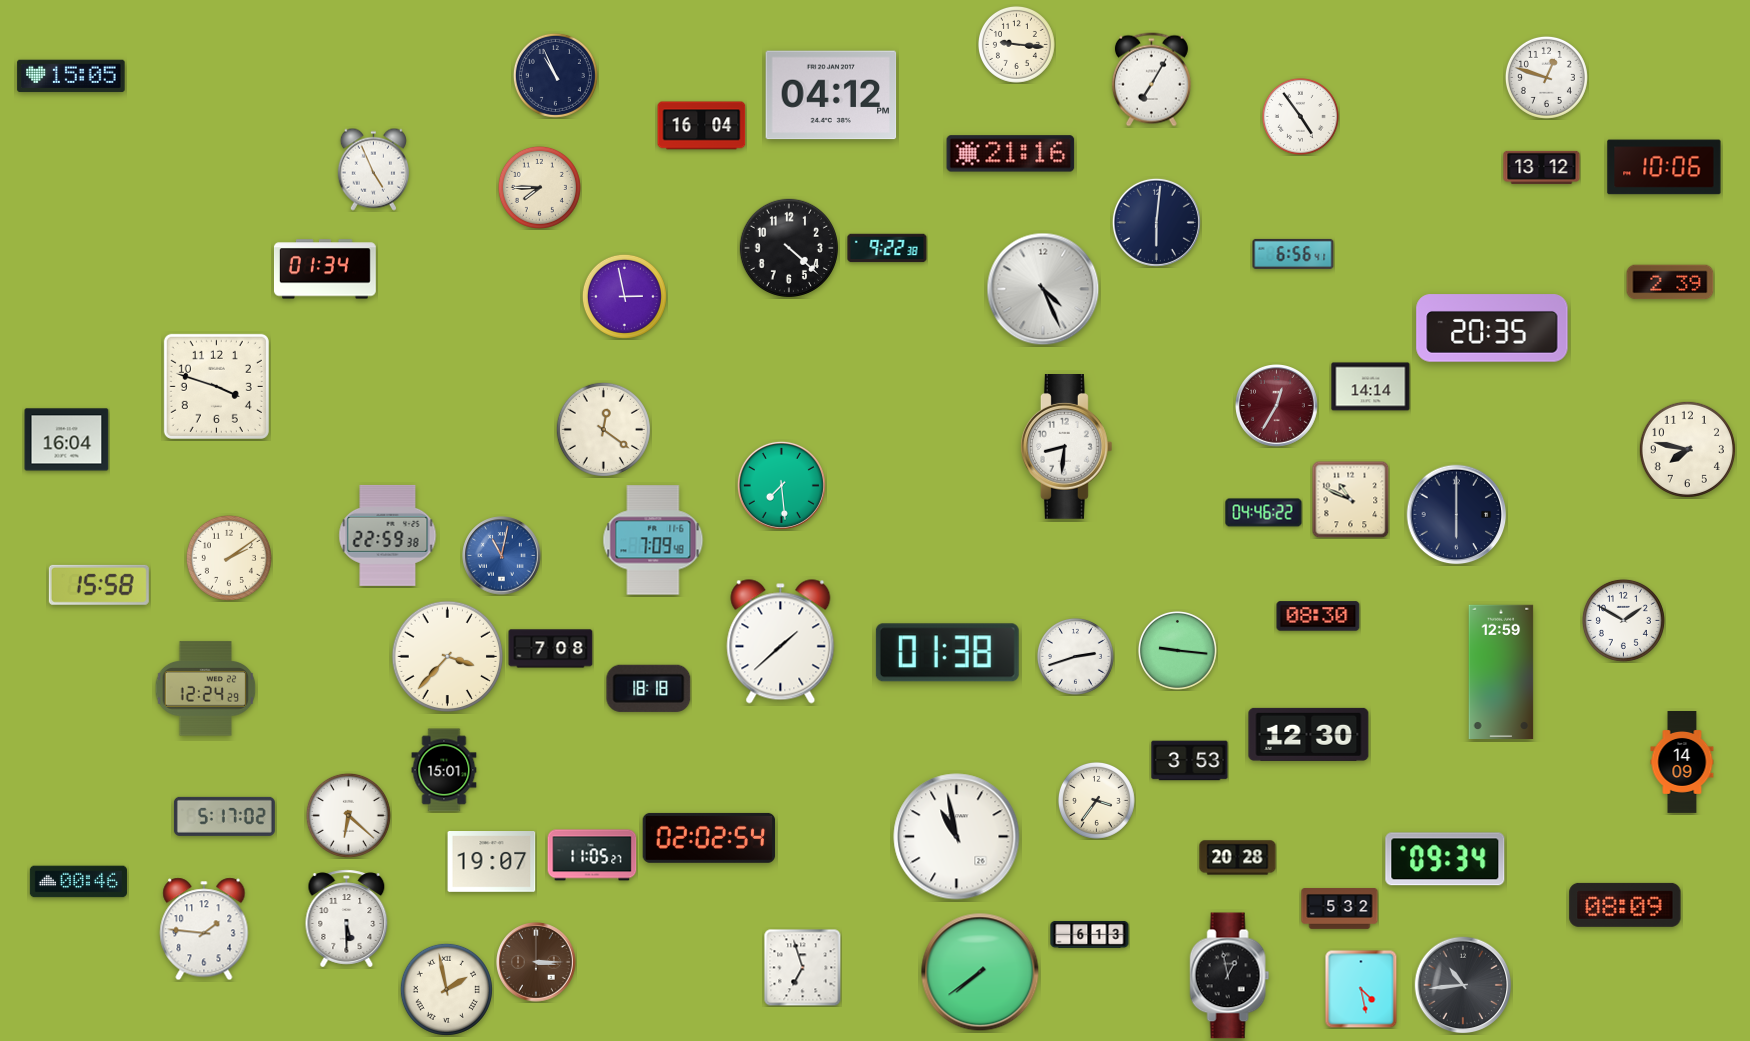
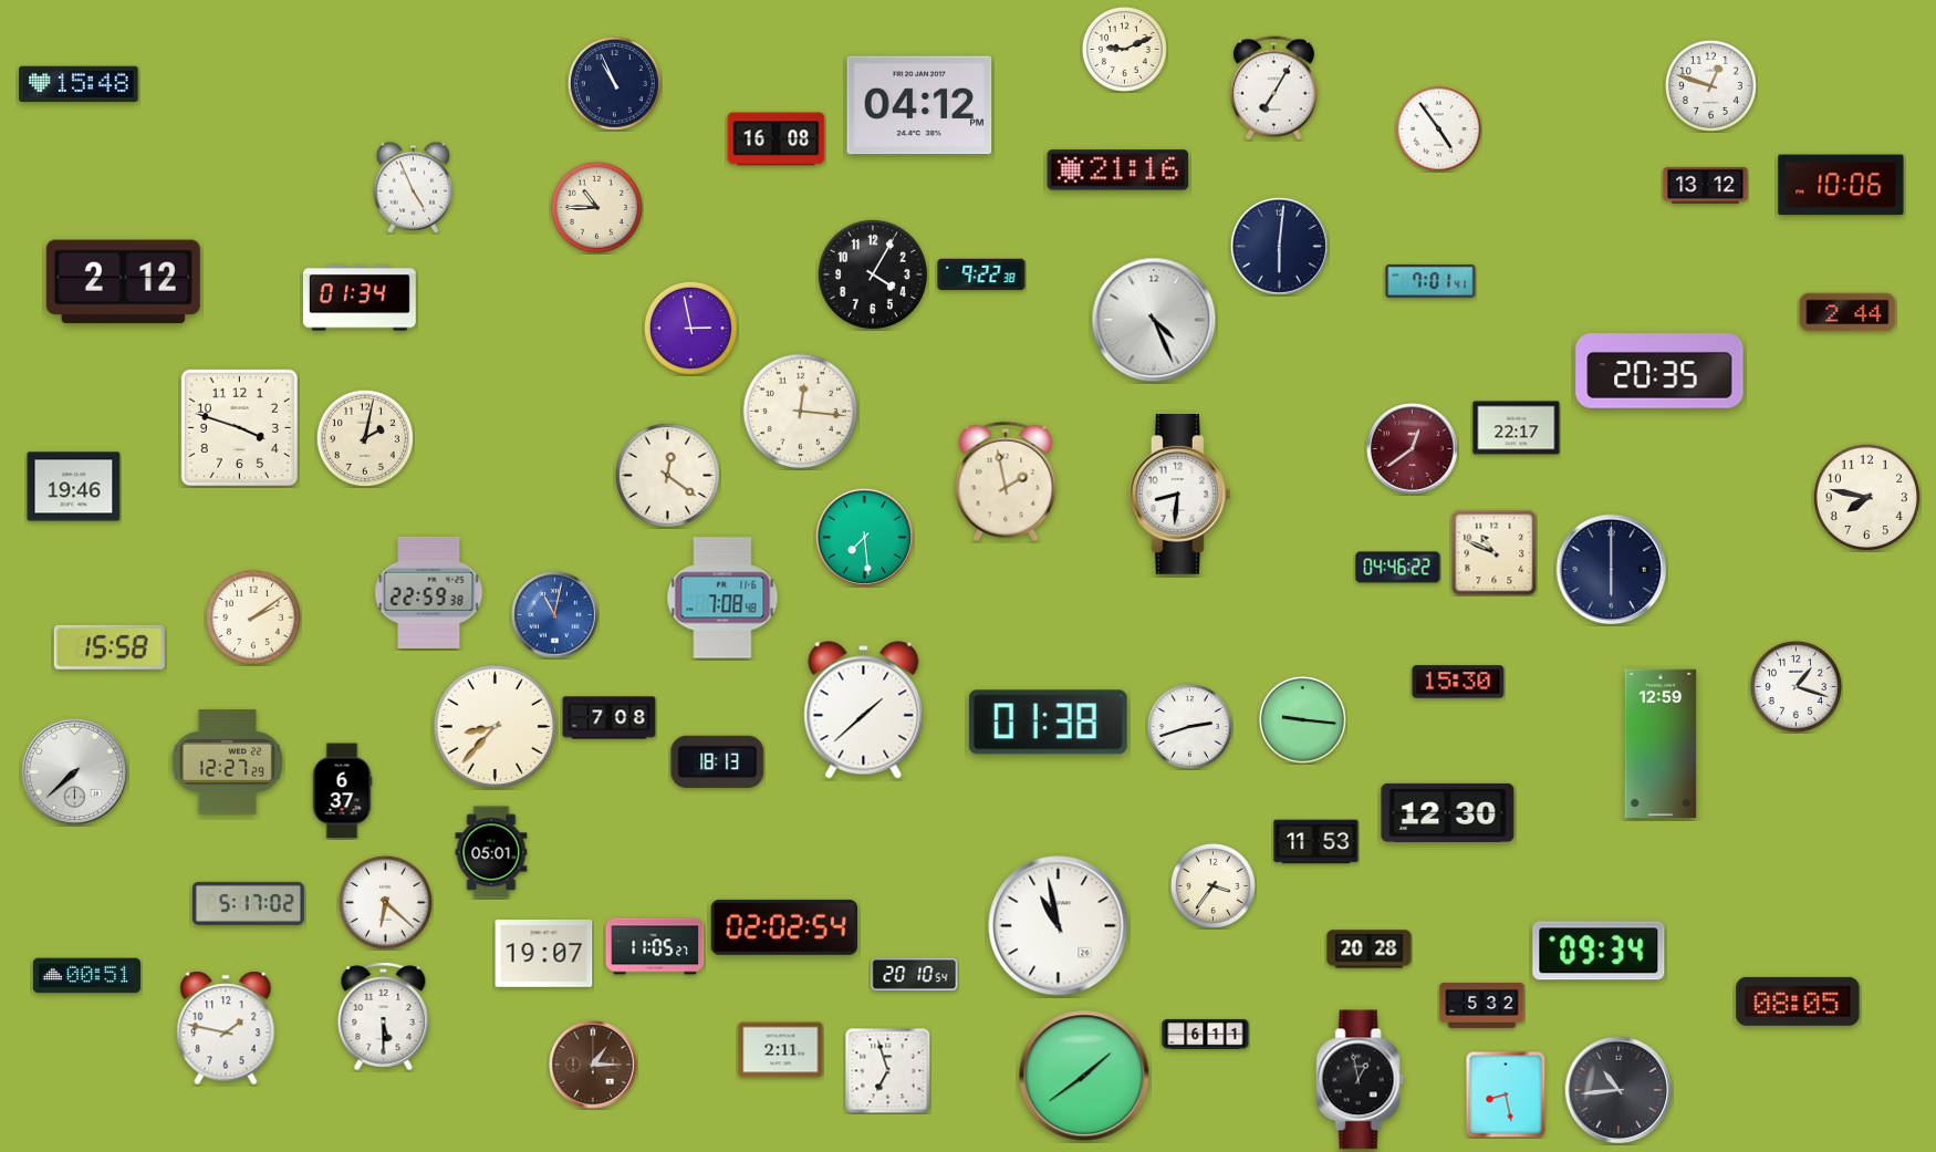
clock at (1016, 44): 9:16 -> 9:11
clock at (71, 76): 15:05 -> 15:48
clock at (702, 126): 16:04 -> 16:08
clock at (539, 187): 7:45 -> 10:45
clock at (789, 248): 4:22 -> 4:05
clock at (1293, 254): 6:56 -> 7:01
clock at (123, 282): none -> 2:12
clock at (1670, 282): 2:39 -> 2:44
clock at (1492, 328) position: (1492, 328) -> (1659, 371)
clock at (800, 411): none -> 12:16
clock at (1371, 387): 14:14 -> 22:17
clock at (365, 438): none -> 2:02
clock at (1277, 406): 12:35 -> 12:39
clock at (1006, 481): none -> 1:58
clock at (67, 440): 16:04 -> 19:46
clock at (653, 540): 7:09 -> 7:08
clock at (1318, 616): 08:30 -> 15:30
clock at (1623, 620): 1:50 -> 1:18
clock at (448, 657): 3:37 -> 8:37
clock at (649, 688): 18:18 -> 18:13
clock at (206, 689): 12:24 -> 12:27
clock at (75, 772): none -> 7:38
clock at (342, 791): none -> 6:37
clock at (1190, 761): 3:53 -> 11:53
clock at (1682, 763): 14:09 -> none
clock at (444, 770): 15:01 -> 05:01
clock at (915, 974): none -> 20:10
clock at (78, 882): 00:46 -> 00:51
clock at (1625, 905): 08:09 -> 08:05
clock at (204, 929): 1:46 -> 1:47
clock at (1090, 934): 6:13 -> 6:11
clock at (781, 1050): none -> 2:11
clock at (536, 962): 3:15 -> 1:15
clock at (980, 972): 7:39 -> 1:39
clock at (446, 989): 1:58 -> none
clock at (1361, 989): 4:28 -> 8:28
